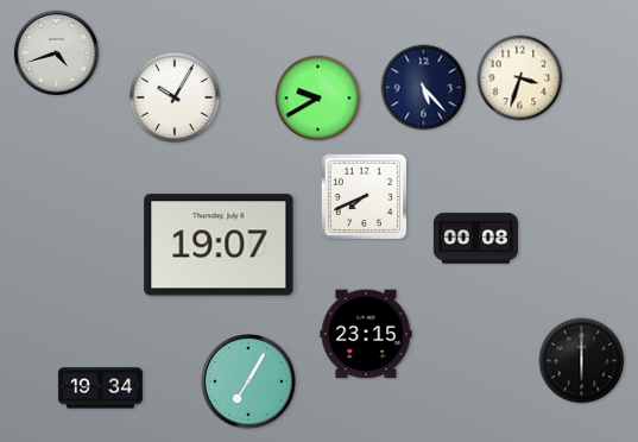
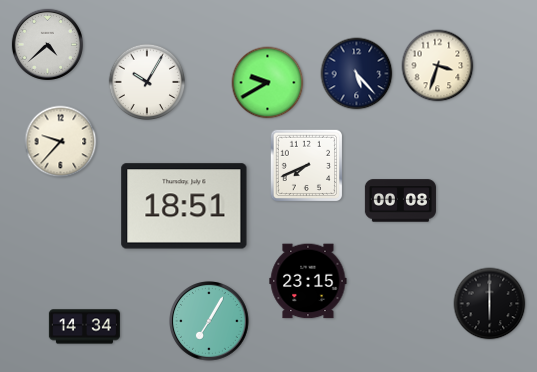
clock at (56, 52): 4:42 -> 4:38
clock at (61, 142): none -> 9:37
clock at (219, 245): 19:07 -> 18:51
clock at (100, 389): 19:34 -> 14:34
